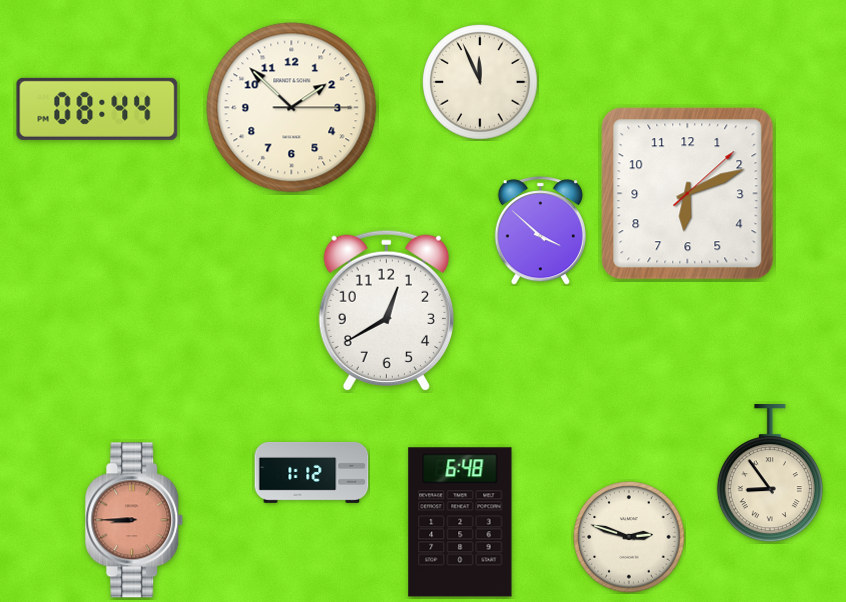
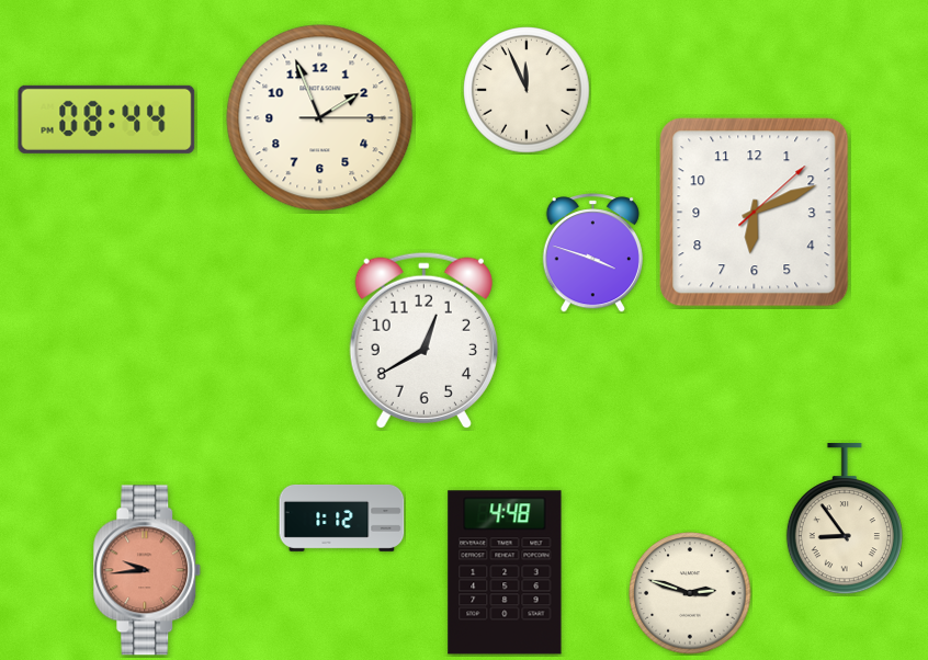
clock at (292, 108): 1:52 -> 1:56
clock at (540, 231): 3:52 -> 3:48
clock at (134, 520): 8:45 -> 9:44
clock at (460, 522): 6:48 -> 4:48
clock at (629, 537) position: (629, 537) -> (690, 593)
